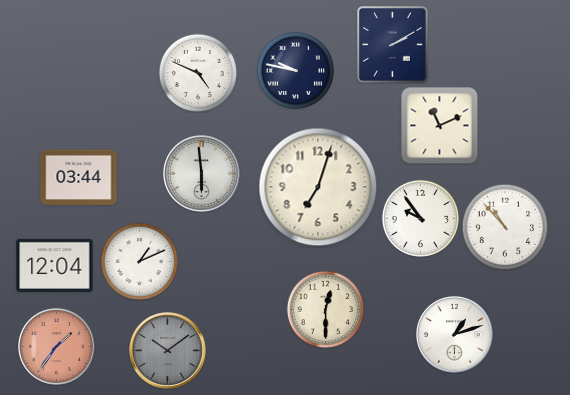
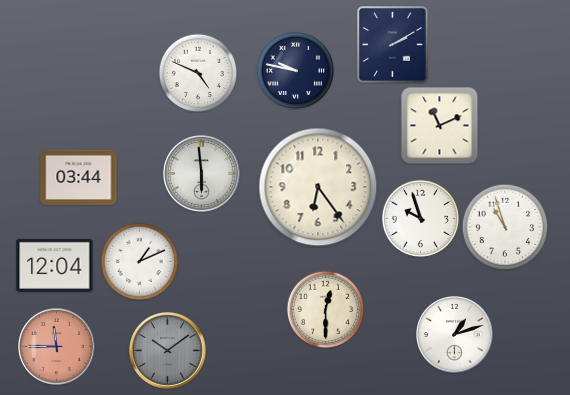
clock at (318, 187): 7:03 -> 6:24
clock at (420, 218): 9:54 -> 9:57
clock at (505, 227): 10:53 -> 10:57
clock at (57, 347): 1:36 -> 11:45
